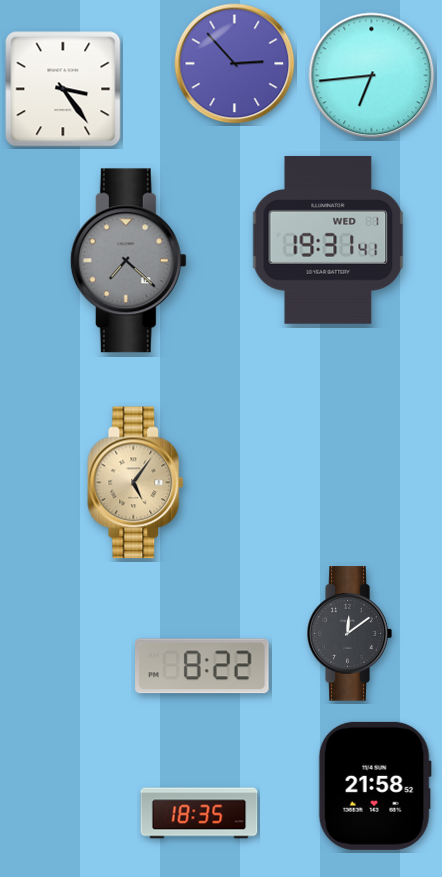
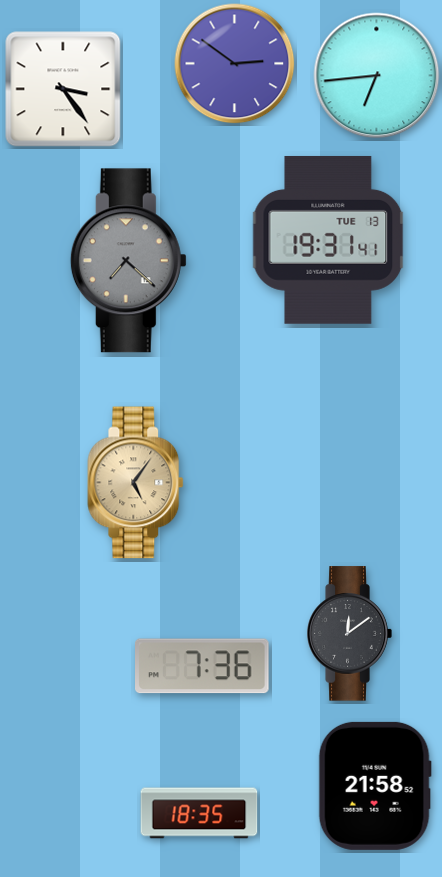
clock at (235, 64): 2:53 -> 2:51
clock at (372, 76) position: (372, 76) -> (377, 76)
clock at (328, 240) date: WED 1 -> TUE 13
clock at (203, 666): 8:22 -> 7:36
